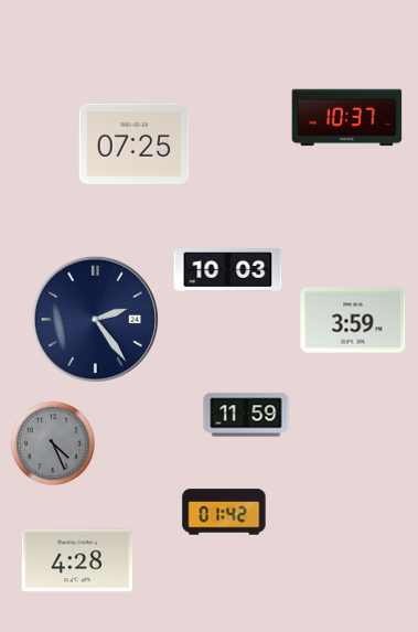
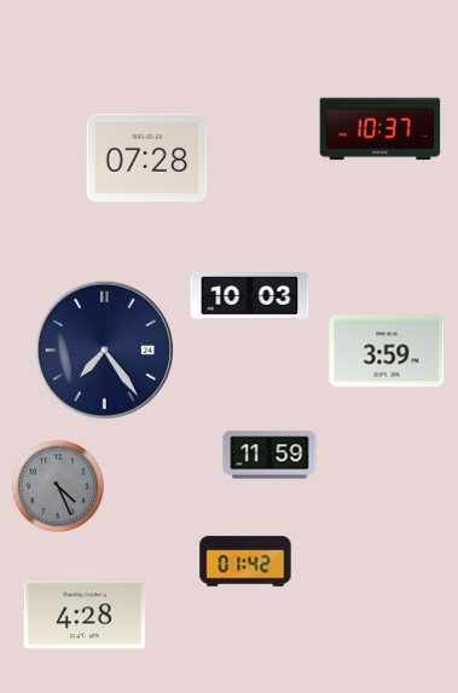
clock at (135, 143): 07:25 -> 07:28
clock at (95, 319): 2:24 -> 7:24
